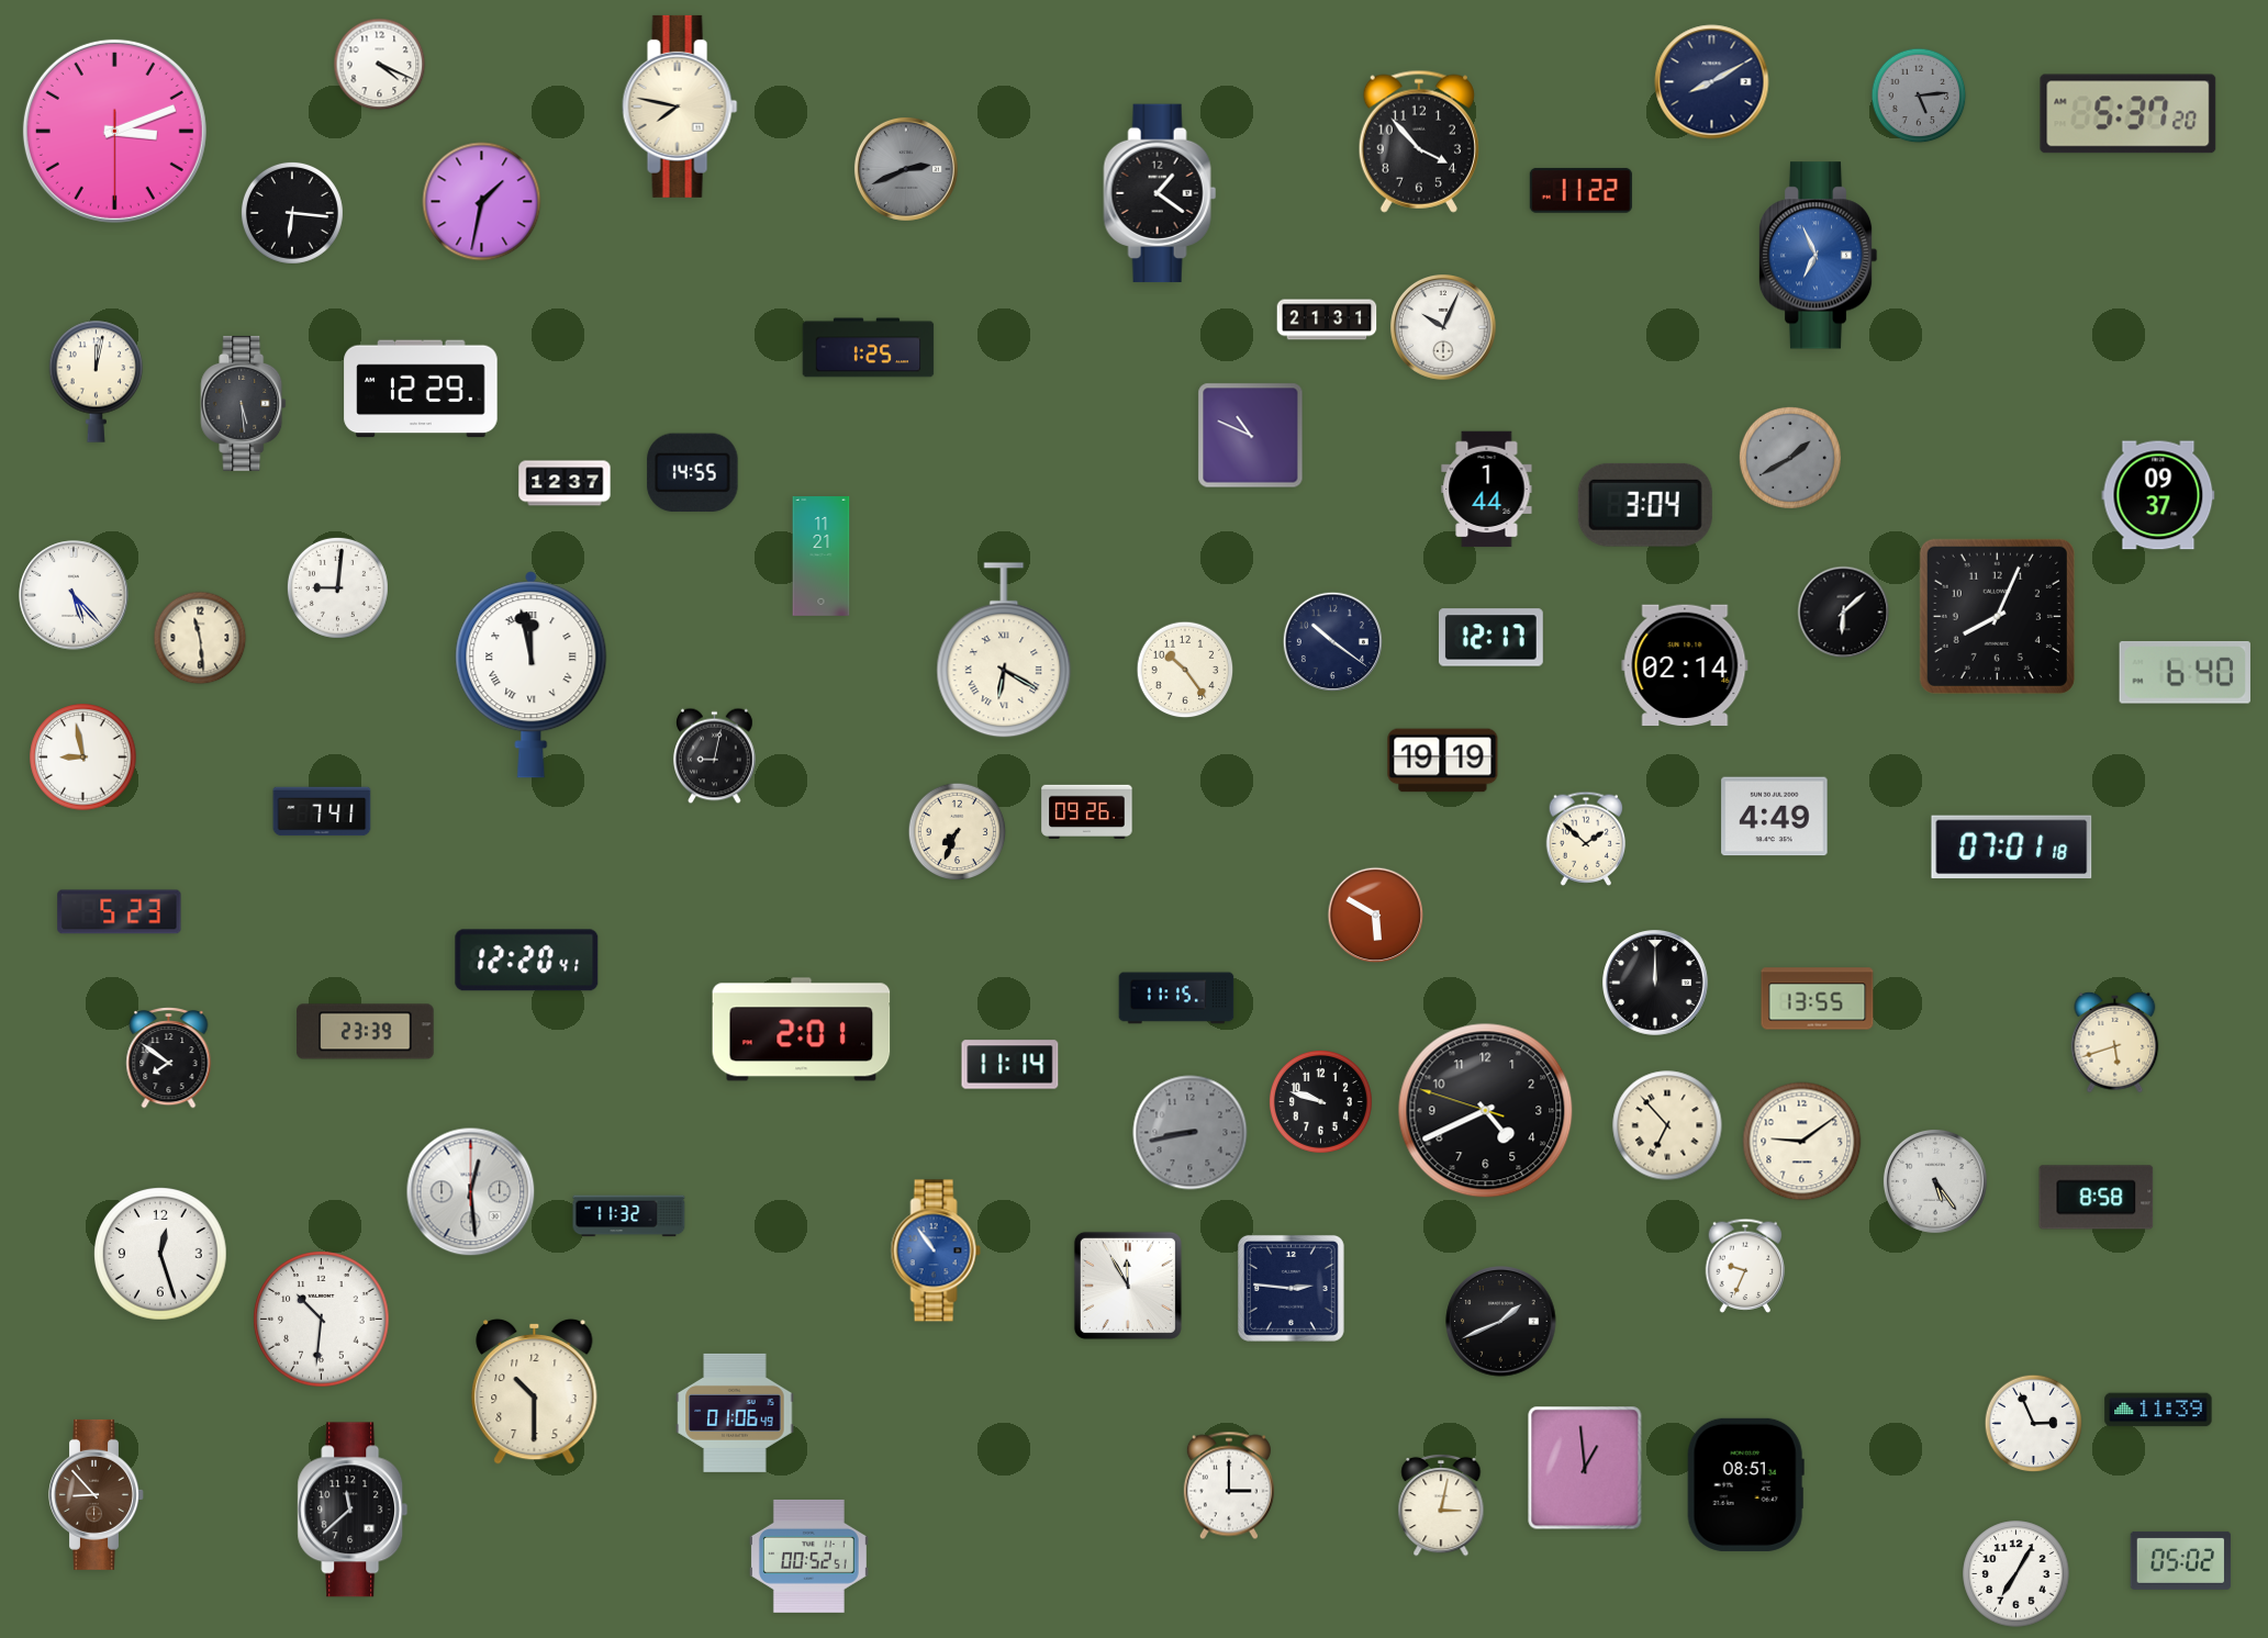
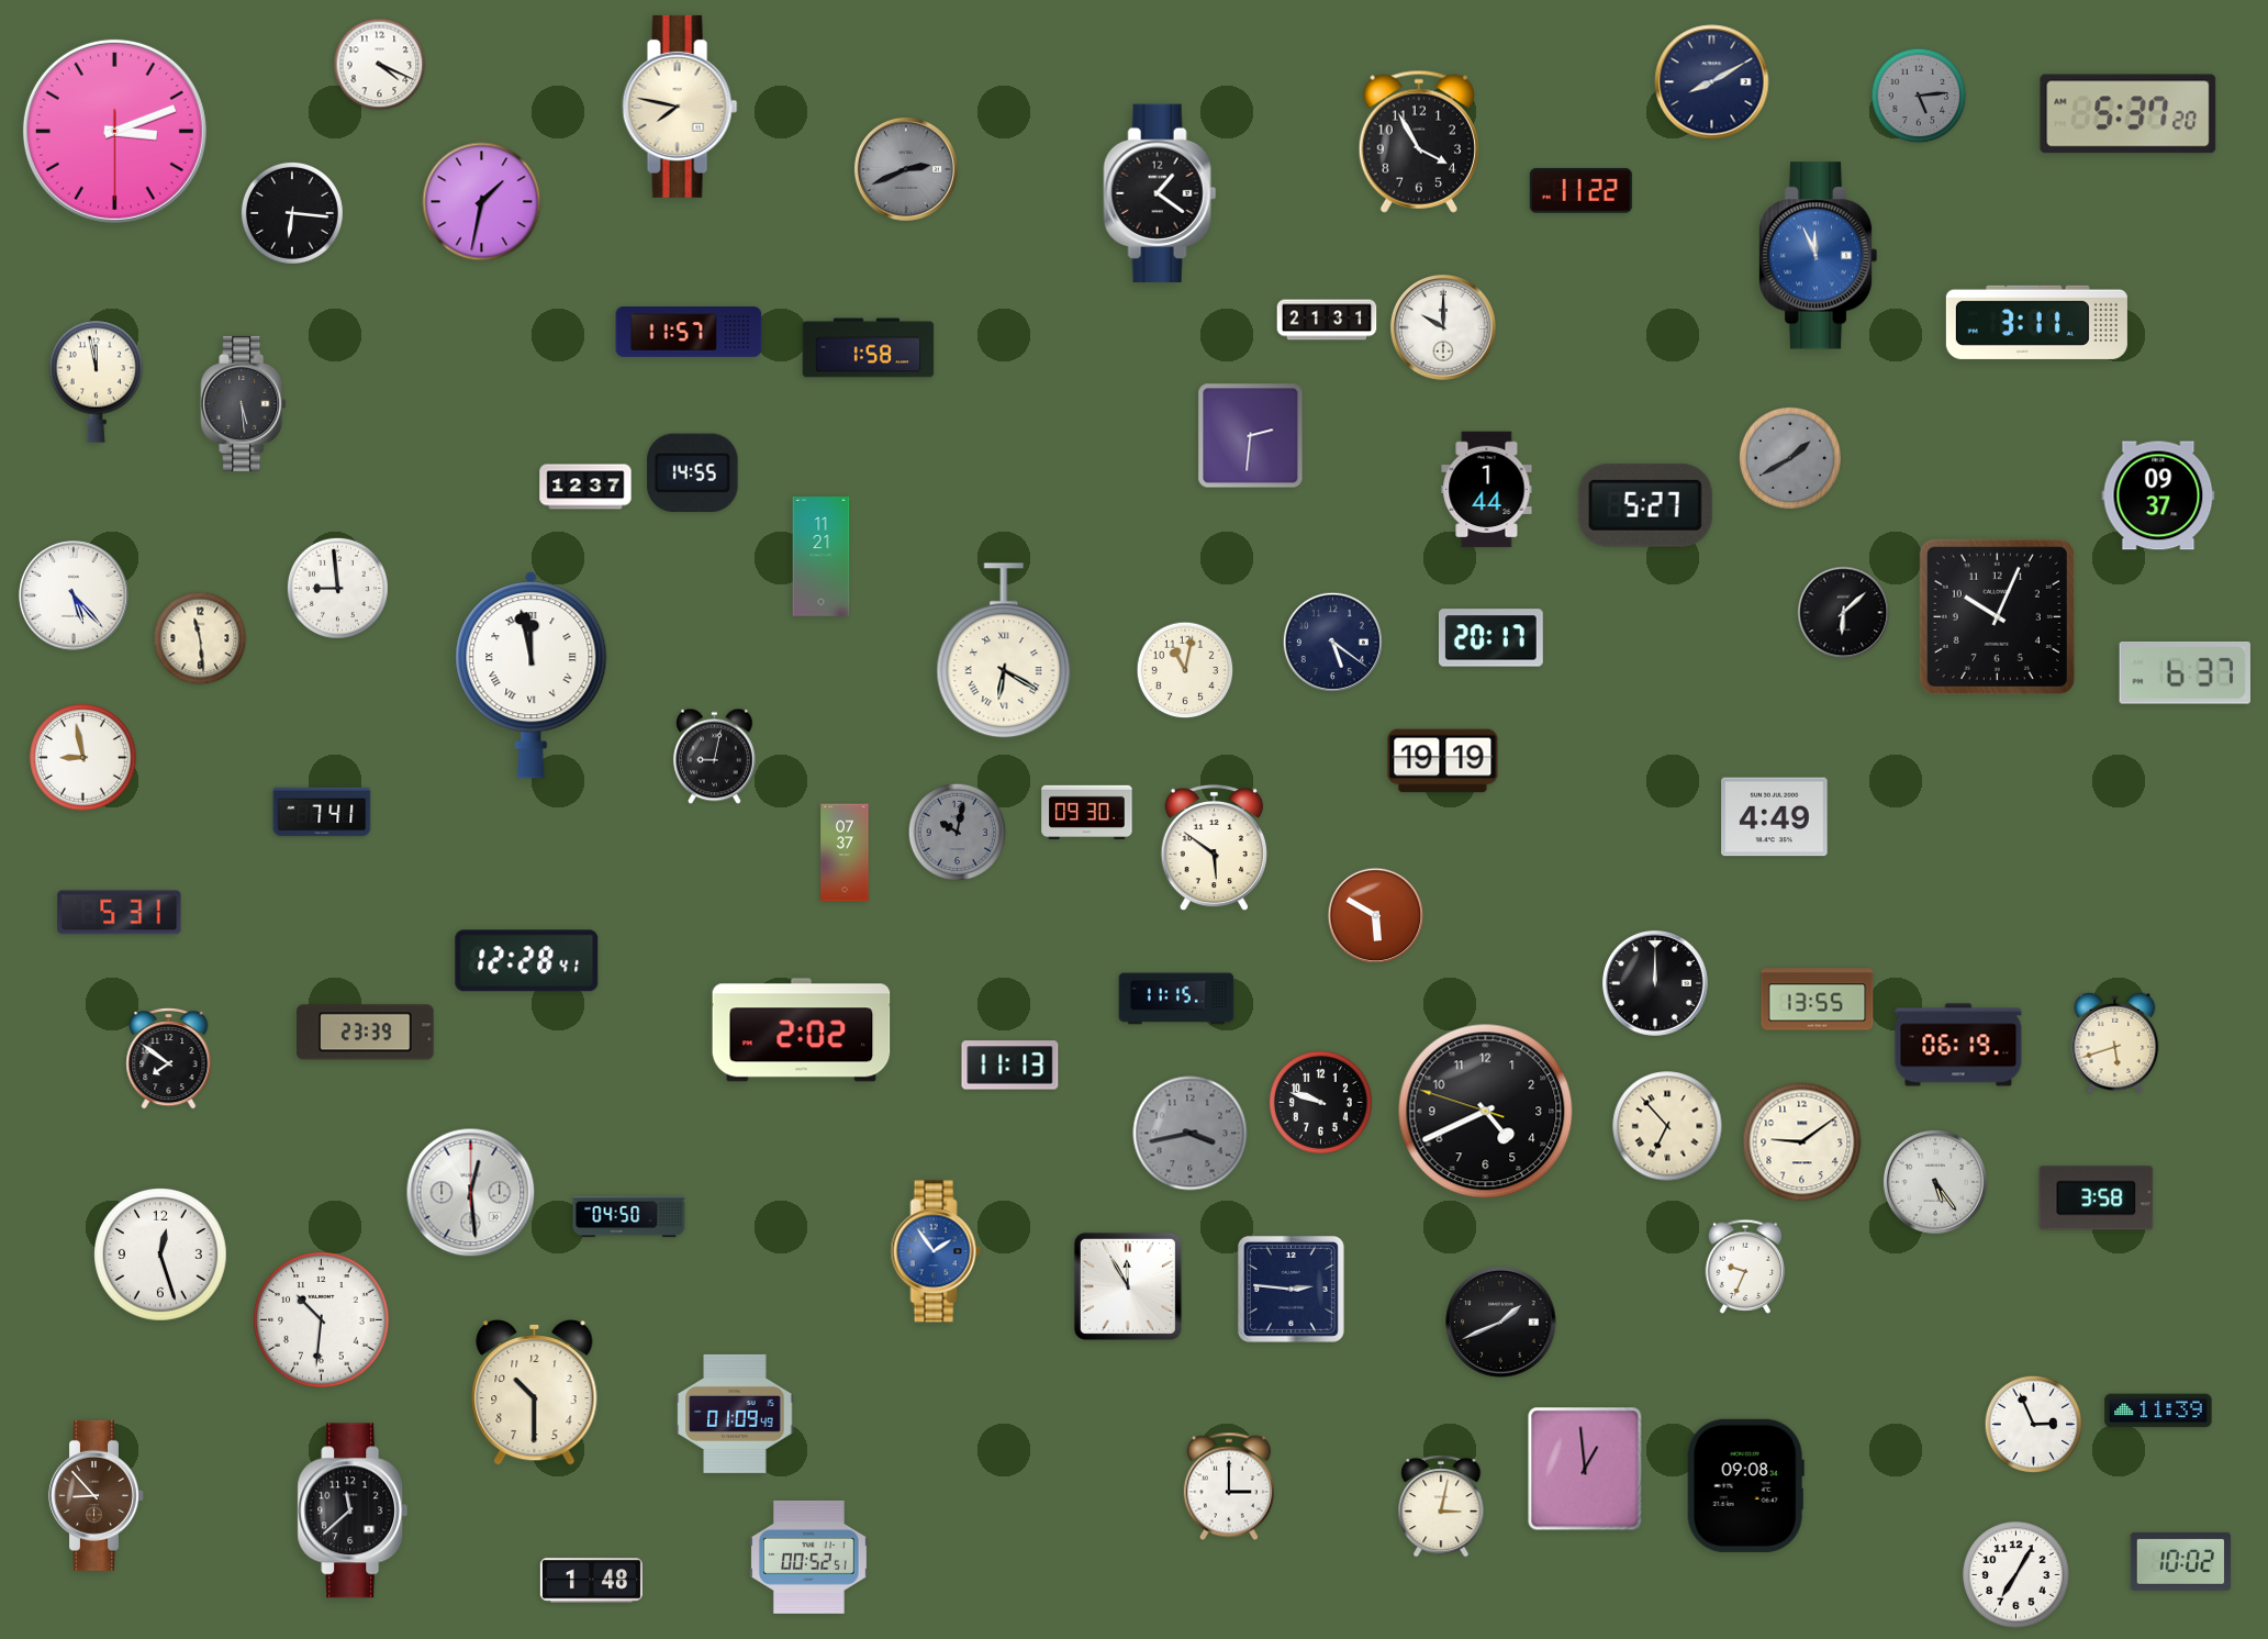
clock at (1419, 142): 3:53 -> 3:55
clock at (1818, 256): 6:56 -> 11:56
clock at (2036, 322): none -> 3:11
clock at (1444, 328): 10:04 -> 10:00
clock at (689, 333): none -> 11:57
clock at (869, 348): 1:25 -> 1:58
clock at (97, 381): 12:02 -> 11:58
clock at (421, 389): 12:29 -> none
clock at (1251, 436): 10:49 -> 2:31
clock at (565, 483) position: (565, 483) -> (585, 487)
clock at (1645, 505): 3:04 -> 5:27
clock at (337, 587): 9:01 -> 8:59
clock at (1997, 616): 8:04 -> 10:04
clock at (1490, 638): 12:17 -> 20:17
clock at (1332, 641): 10:21 -> 5:21
clock at (1685, 665): 02:14 -> none
clock at (1185, 670): 10:24 -> 11:02
clock at (2185, 673): 6:40 -> 6:37
clock at (1087, 811): 09:26 -> 09:30
clock at (958, 832): 7:34 -> 10:02
clock at (958, 832) dial: cream -> grey
clock at (1586, 839): 1:52 -> none
clock at (1214, 848): none -> 5:51
clock at (2012, 848): 07:01 -> none
clock at (845, 852): none -> 07:37
clock at (120, 912): 5:23 -> 5:31
clock at (527, 961): 12:20 -> 12:28
clock at (802, 1030): 2:01 -> 2:02
clock at (1958, 1045): none -> 06:19
clock at (1010, 1065): 11:14 -> 11:13
clock at (1191, 1133): 8:43 -> 3:43
clock at (2097, 1198): 8:58 -> 3:58
clock at (629, 1216): 11:32 -> 04:50
clock at (936, 1250): 10:54 -> 1:54
clock at (735, 1413): 01:06 -> 01:09
clock at (1745, 1484): 08:51 -> 09:08
clock at (2181, 1560): 05:02 -> 10:02
clock at (591, 1581): none -> 1:48
